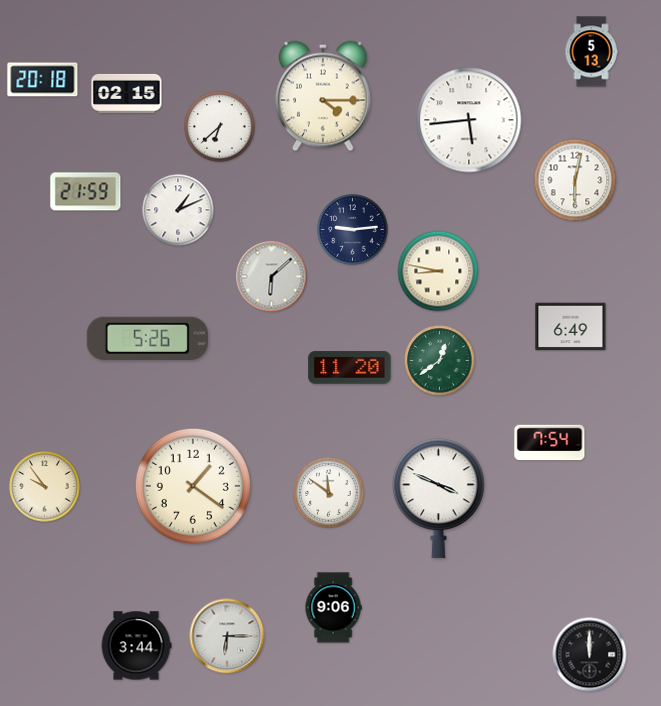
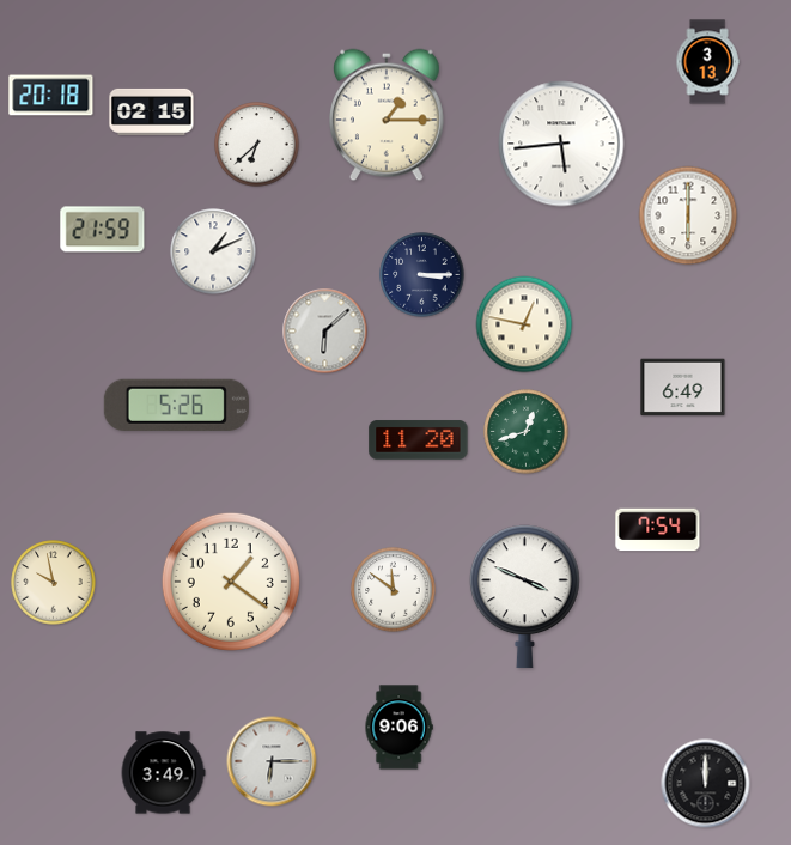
clock at (591, 52): 5:13 -> 3:13
clock at (324, 96): 4:15 -> 1:15
clock at (220, 127) position: (220, 127) -> (257, 145)
clock at (575, 180): 6:02 -> 6:00
clock at (353, 230): 9:14 -> 3:15
clock at (438, 271): 8:47 -> 12:47
clock at (571, 327) position: (571, 327) -> (683, 388)
clock at (440, 361): 12:39 -> 12:42
clock at (45, 487): 9:54 -> 9:58
clock at (136, 646): 3:44 -> 3:49
